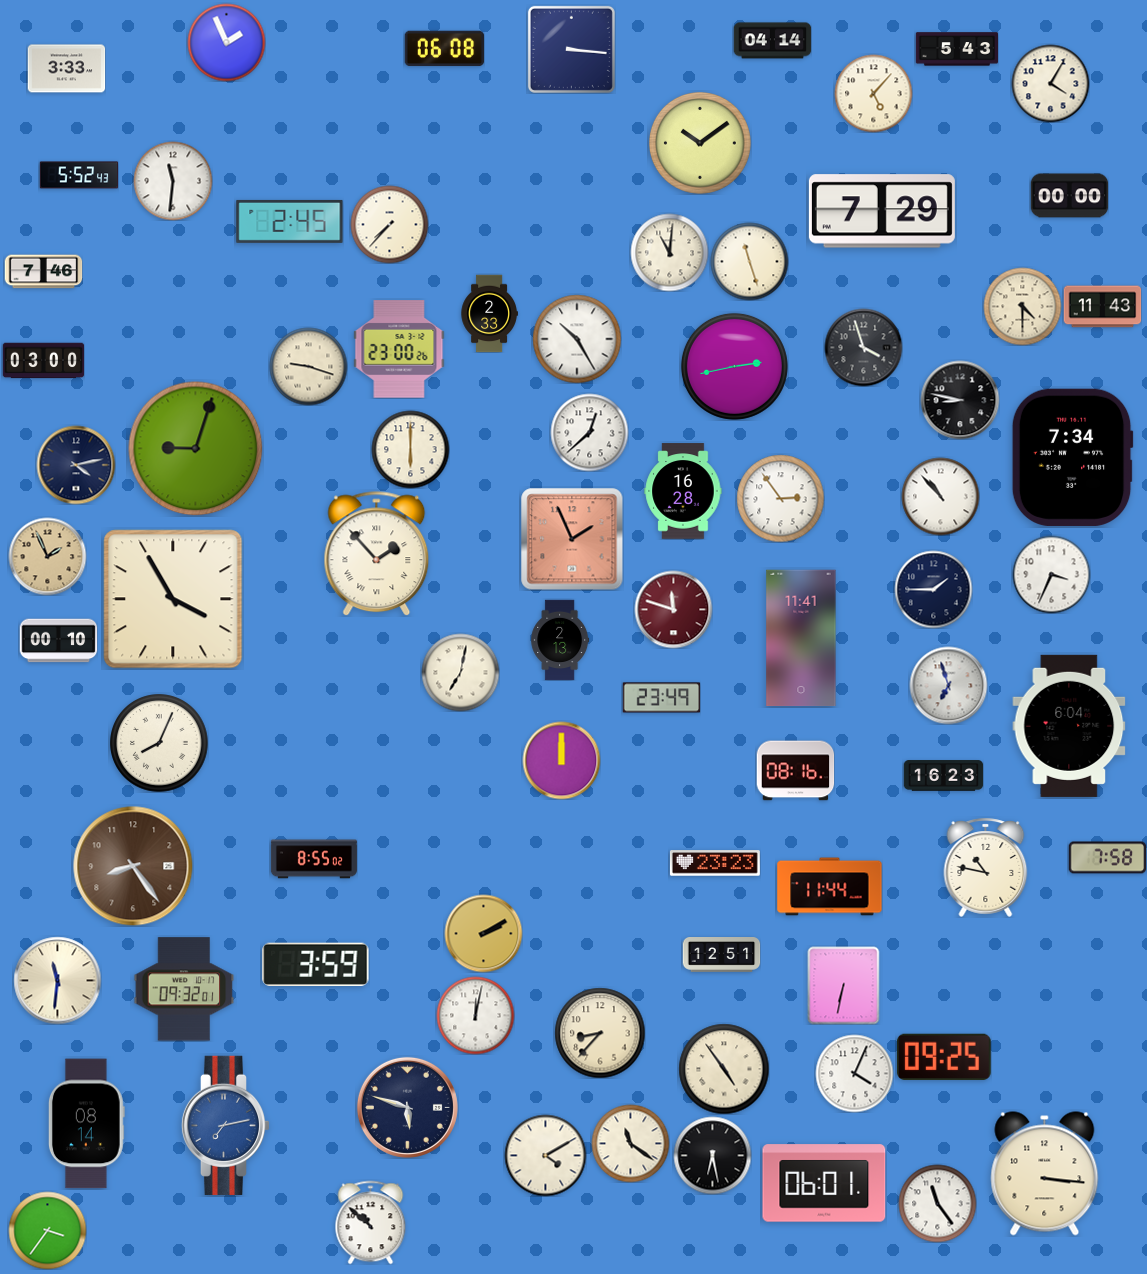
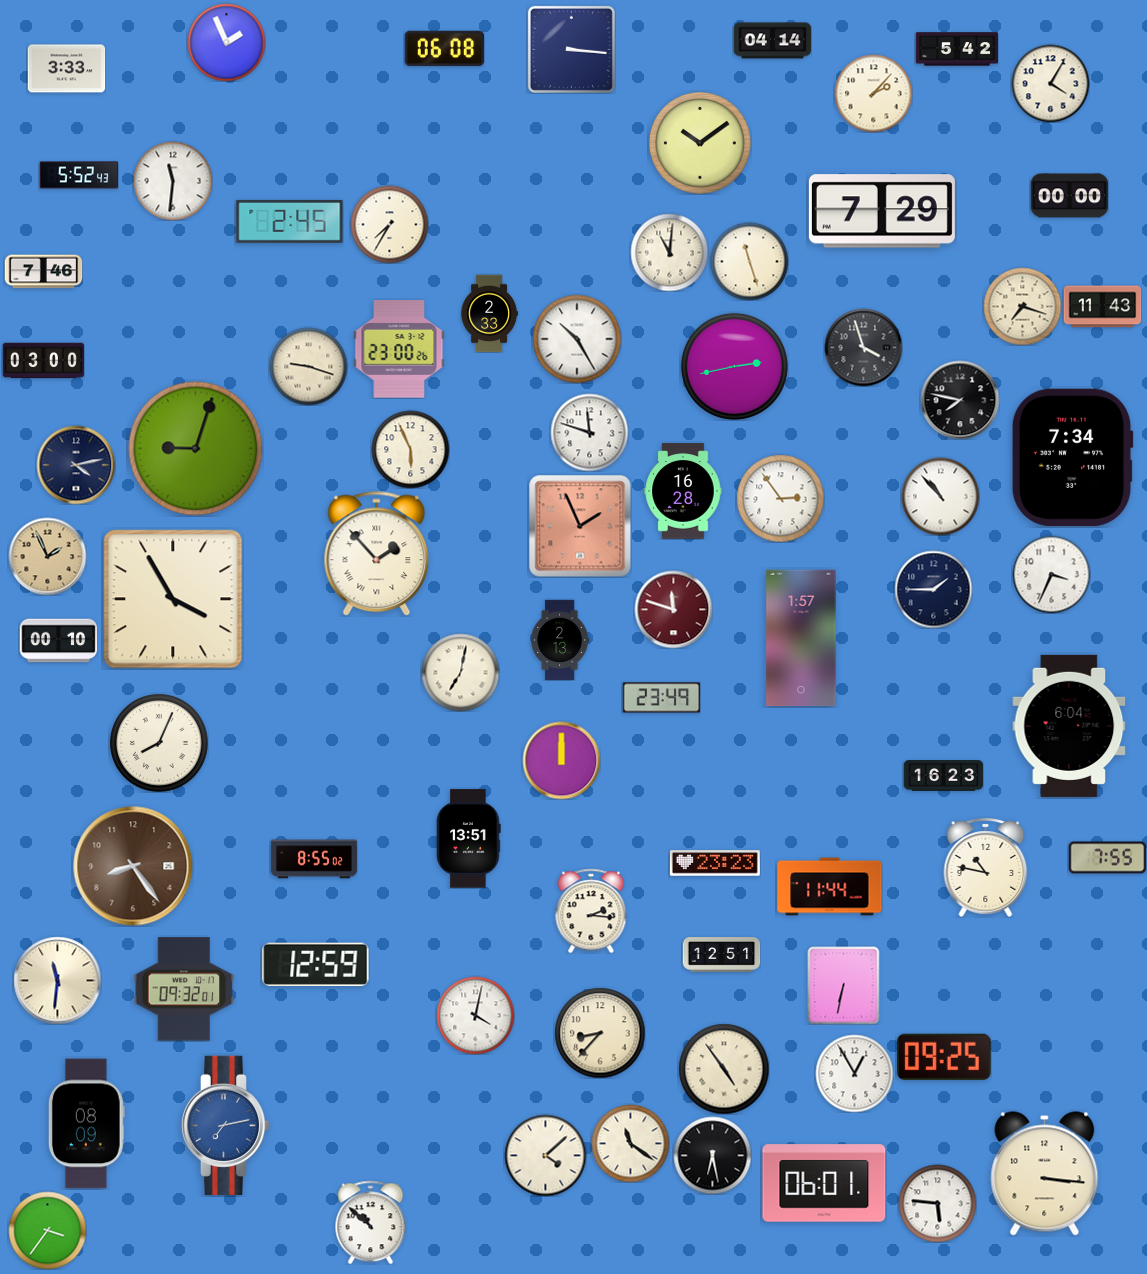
clock at (956, 49): 5:43 -> 5:42
clock at (873, 93): 5:07 -> 2:07
clock at (389, 224): 7:37 -> 7:35
clock at (1022, 306): 4:30 -> 7:18
clock at (960, 400): 8:47 -> 7:47
clock at (589, 432): 12:38 -> 11:48
clock at (410, 449): 6:00 -> 5:56
clock at (572, 539) position: (572, 539) -> (580, 526)
clock at (801, 638): 11:41 -> 1:57
clock at (948, 685): 6:57 -> none
clock at (795, 771): 08:16 -> none
clock at (469, 839): none -> 13:51
clock at (1107, 858): 7:58 -> 7:55
clock at (591, 911): none -> 2:16
clock at (483, 933): 2:10 -> none
clock at (316, 964): 3:59 -> 12:59
clock at (475, 1015): 12:02 -> 4:02
clock at (854, 1073): 4:04 -> 12:55
clock at (407, 1107): 5:48 -> none
clock at (86, 1124): 08:14 -> 08:09
clock at (545, 1155): 4:10 -> 4:08
clock at (937, 1203): 11:24 -> 5:46
